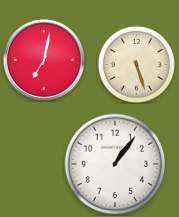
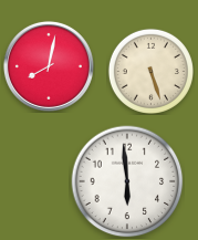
clock at (44, 60): 7:02 -> 8:02
clock at (115, 164): 1:06 -> 5:59
